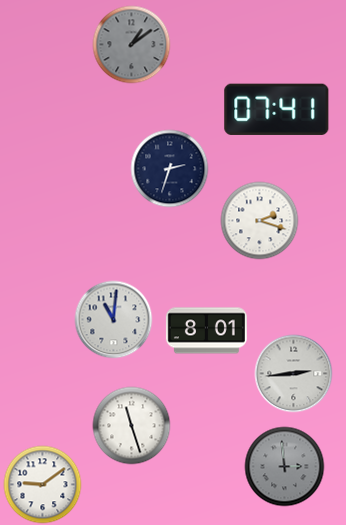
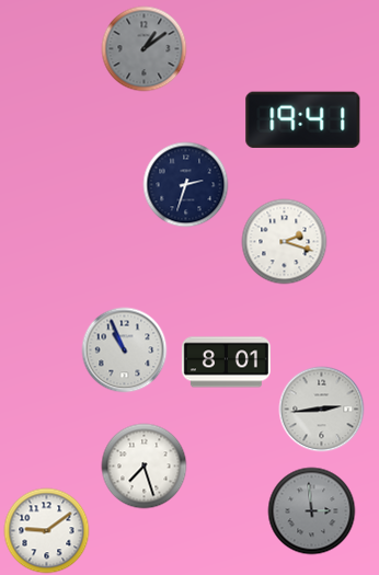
clock at (277, 109): 07:41 -> 19:41
clock at (113, 319): 11:01 -> 10:56
clock at (131, 425): 11:27 -> 7:27
